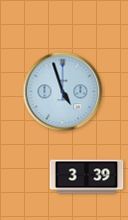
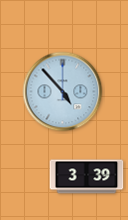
clock at (63, 92): 4:57 -> 4:53
